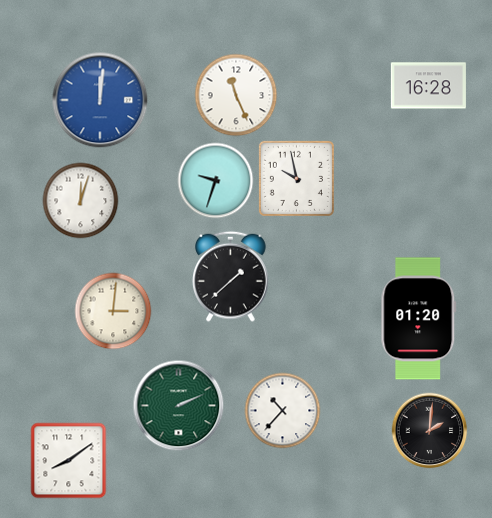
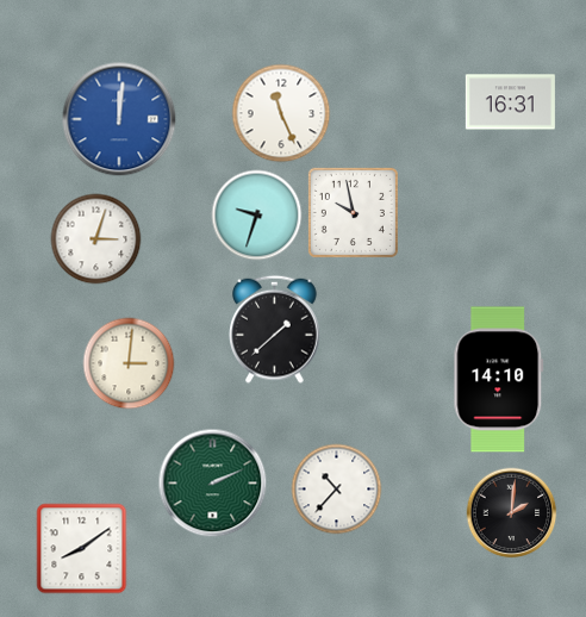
clock at (428, 86): 16:28 -> 16:31
clock at (81, 201): 12:03 -> 3:03
clock at (113, 311) position: (113, 311) -> (129, 363)
clock at (419, 319): 01:20 -> 14:10
